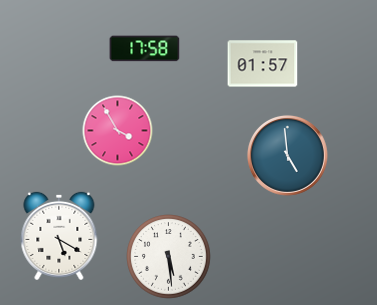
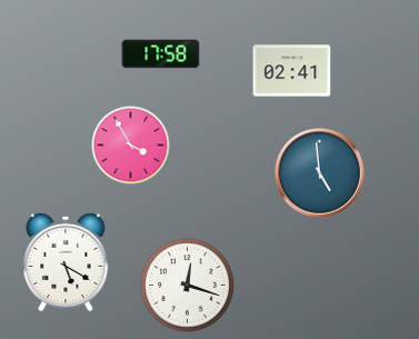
clock at (263, 64): 01:57 -> 02:41
clock at (169, 257): 5:29 -> 12:18
